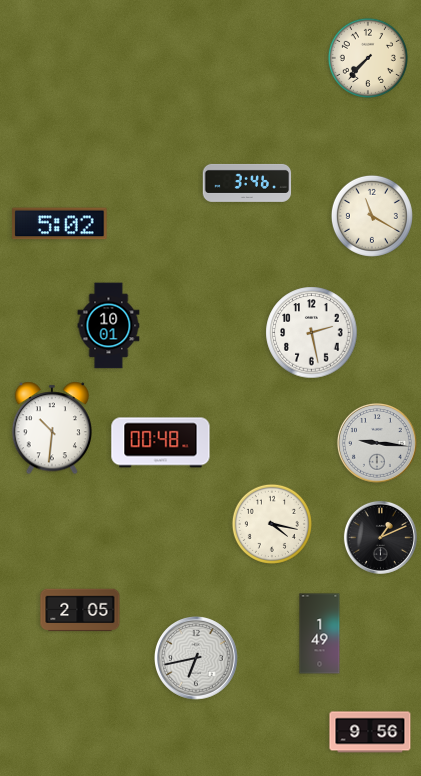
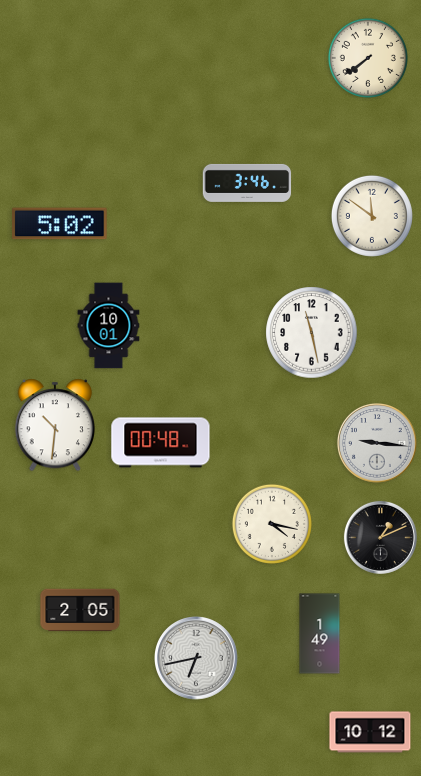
clock at (368, 58): 7:37 -> 7:39
clock at (372, 216): 11:20 -> 11:51
clock at (312, 333): 2:28 -> 11:28
clock at (51, 428) position: (51, 428) -> (54, 425)
clock at (370, 732): 9:56 -> 10:12
